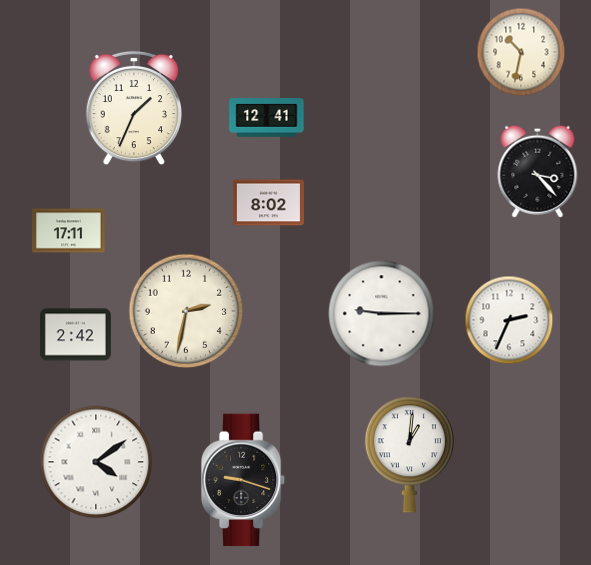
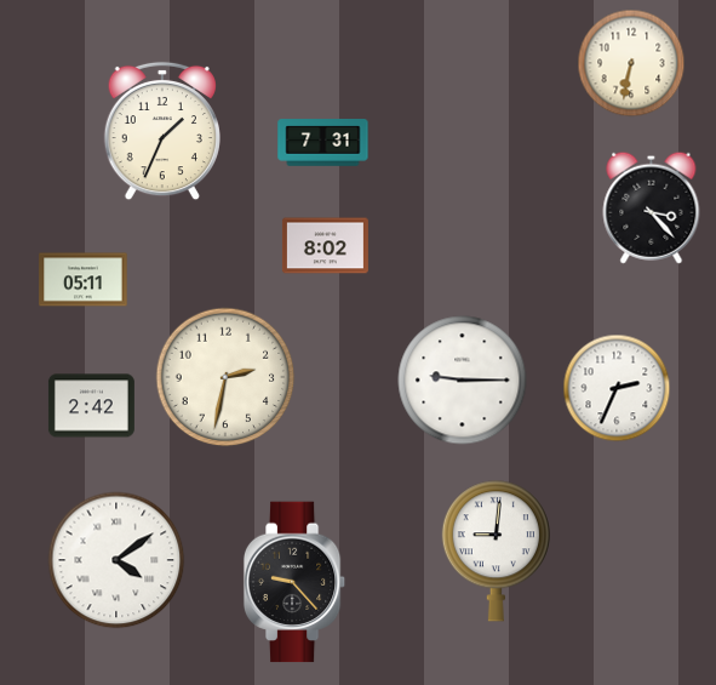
clock at (521, 52): 10:32 -> 6:32
clock at (267, 118): 12:41 -> 7:31
clock at (69, 231): 17:11 -> 05:11
clock at (409, 455): 1:01 -> 9:01
clock at (243, 480): 9:18 -> 9:23
